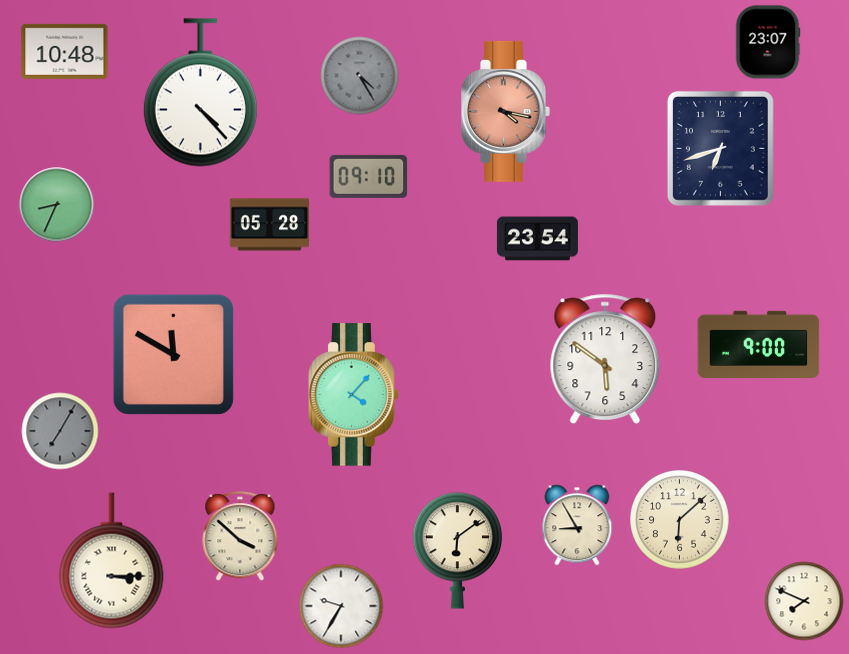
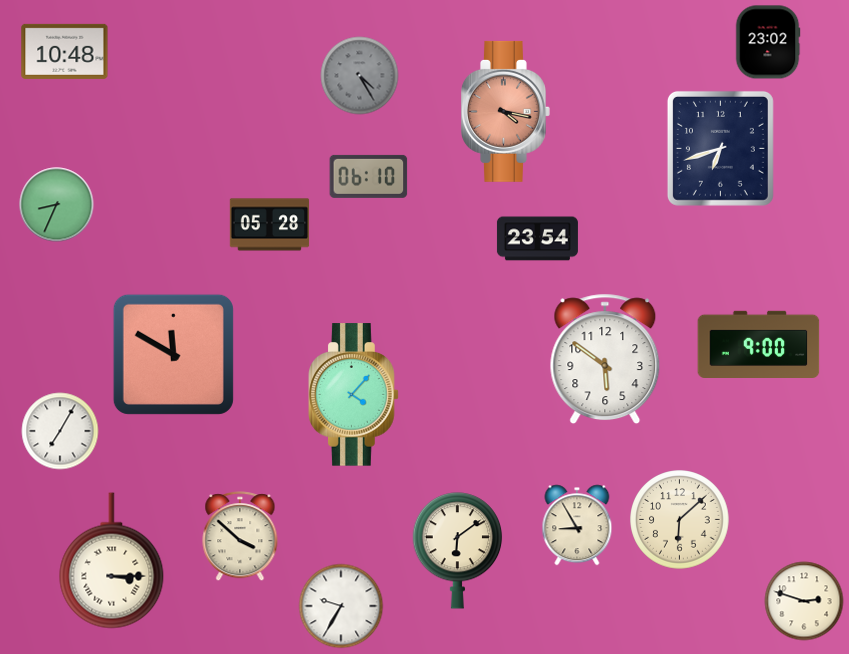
clock at (768, 42): 23:07 -> 23:02
clock at (200, 93): 4:23 -> none
clock at (369, 176): 09:10 -> 06:10
clock at (60, 431) dial: grey -> white
clock at (804, 601): 7:49 -> 2:48
